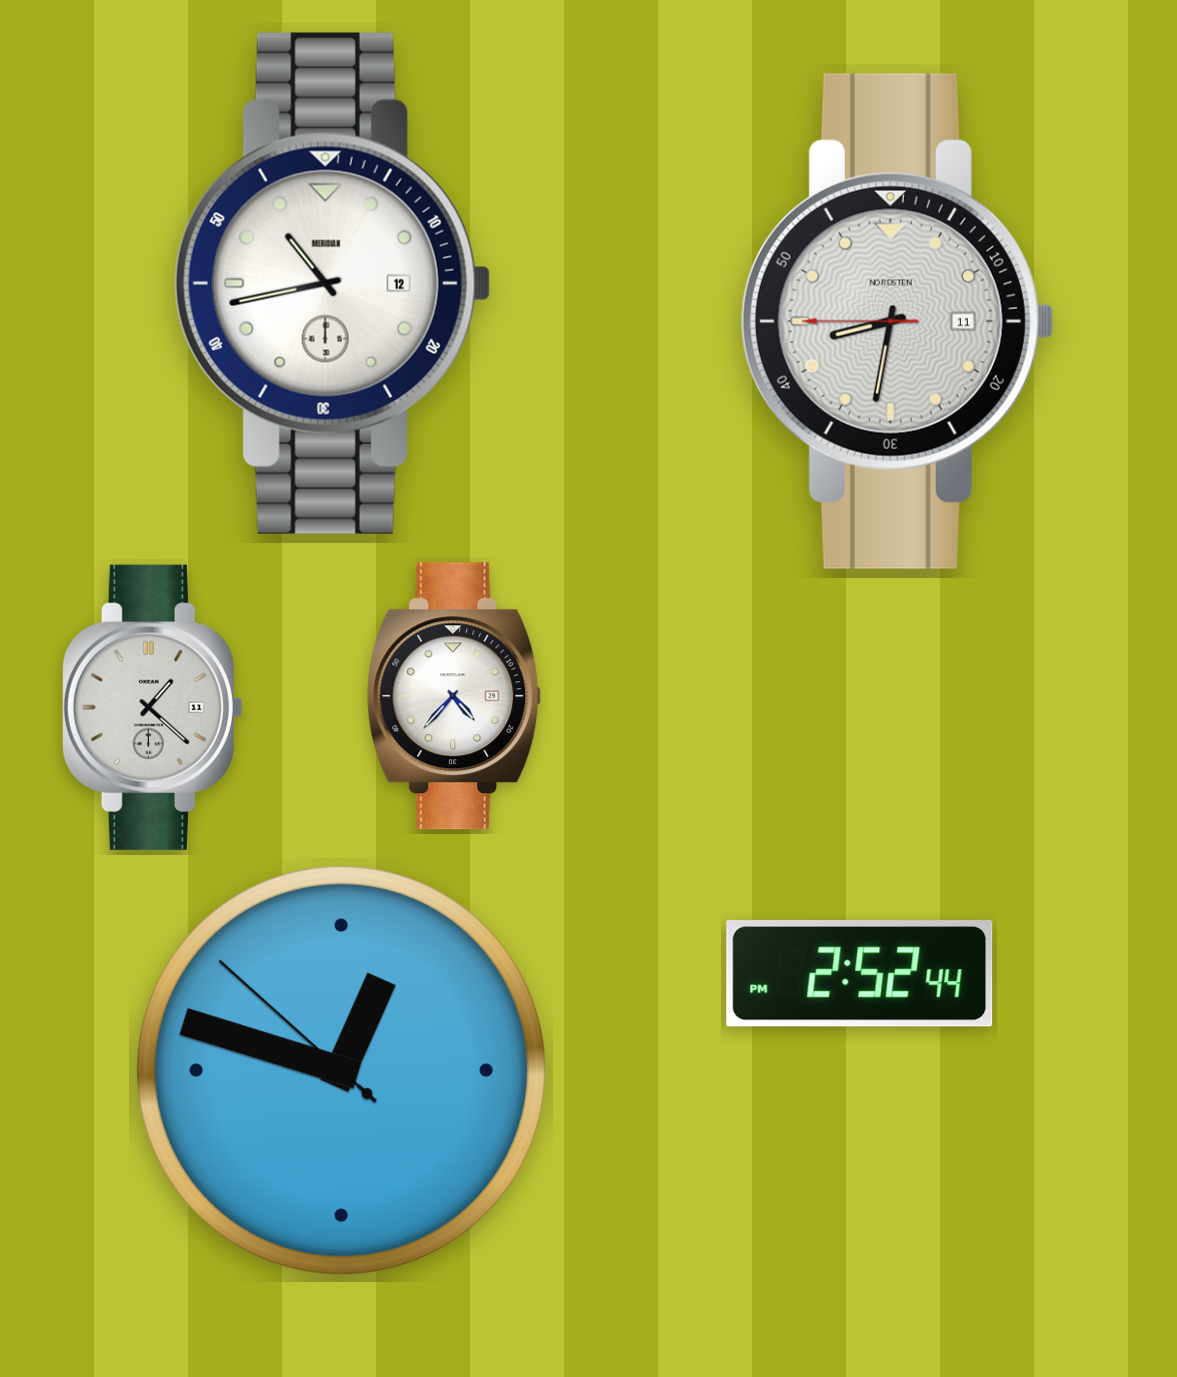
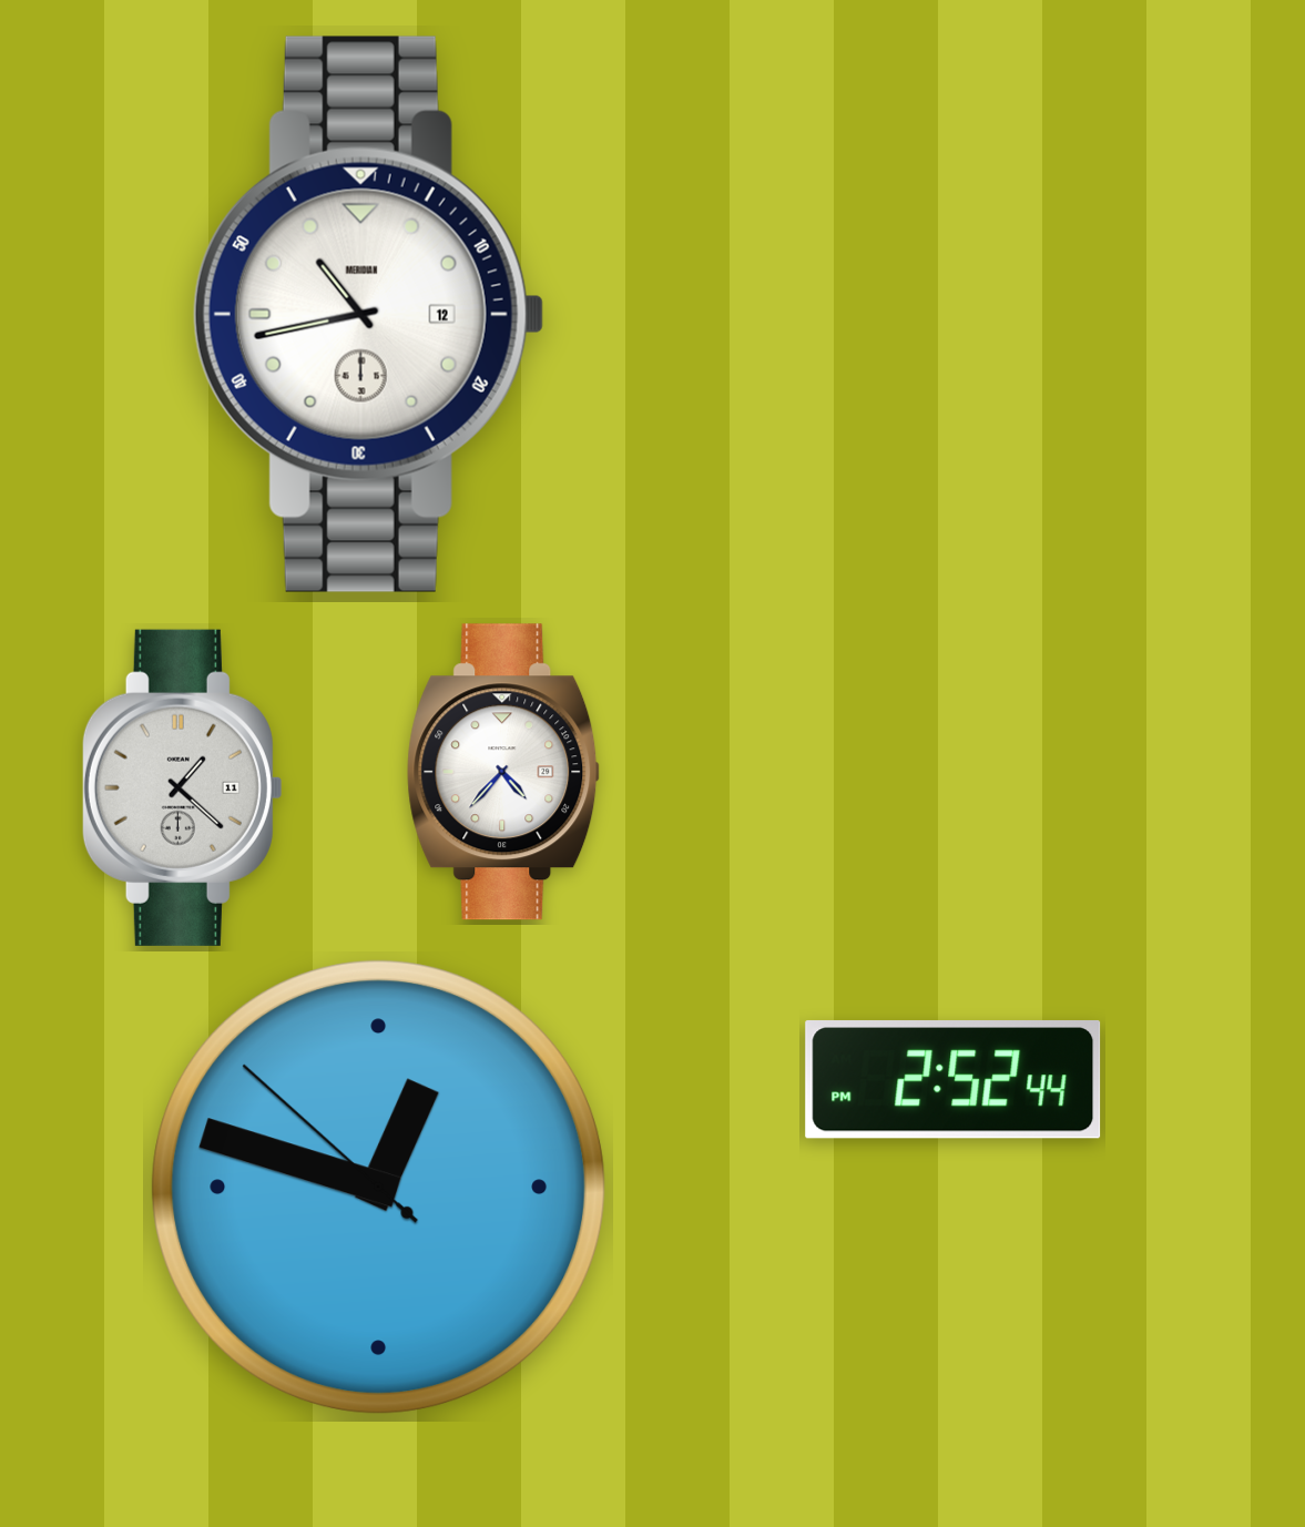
clock at (897, 321): 8:31 -> none
clock at (152, 707) position: (152, 707) -> (182, 787)
